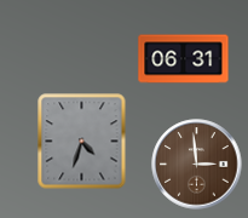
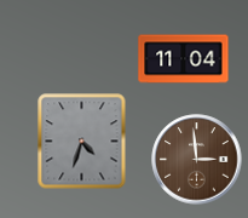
clock at (184, 59): 06:31 -> 11:04
clock at (197, 165) position: (197, 165) -> (197, 160)
